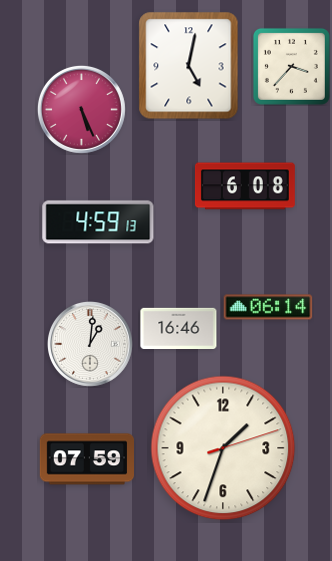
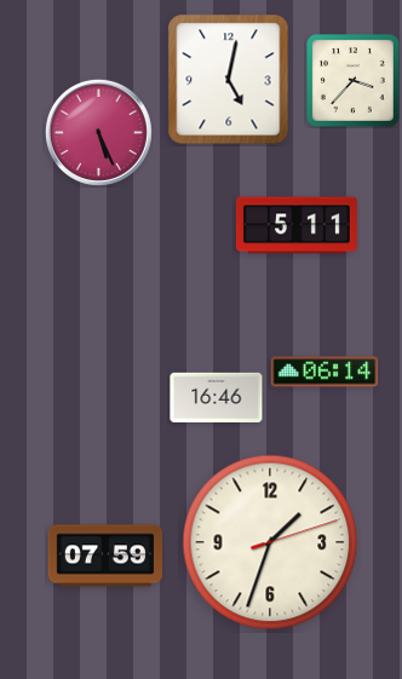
clock at (245, 186): 6:08 -> 5:11
clock at (98, 222): 4:59 -> none
clock at (91, 345): 1:01 -> none
